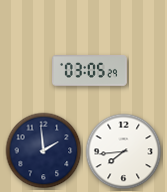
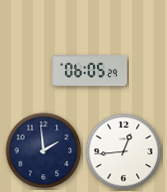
clock at (89, 71): 03:05 -> 06:05
clock at (124, 152): 7:44 -> 12:44
